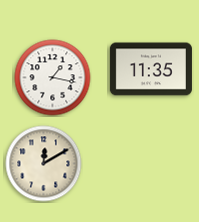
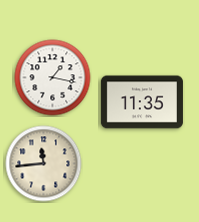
clock at (151, 69) position: (151, 69) -> (142, 102)
clock at (44, 164): 12:10 -> 11:44
